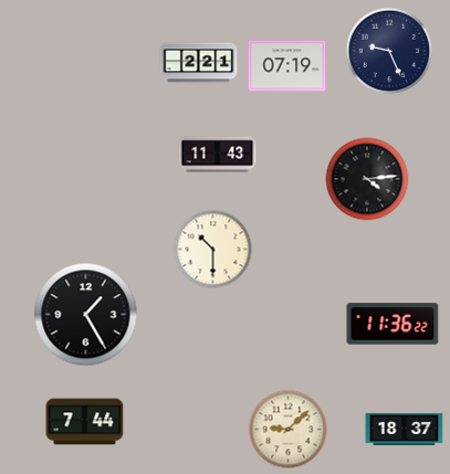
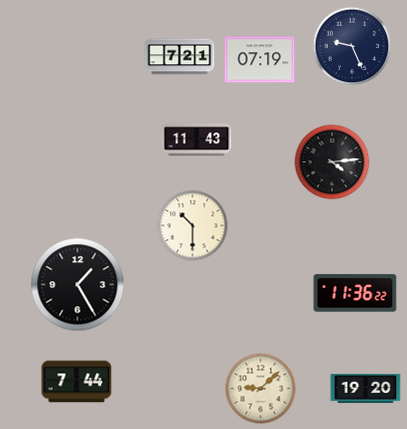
clock at (199, 63): 2:21 -> 7:21
clock at (405, 429): 18:37 -> 19:20
